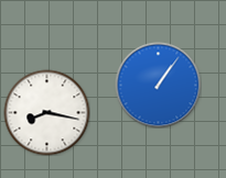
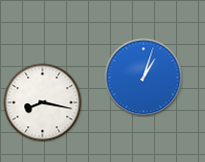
clock at (158, 85): 1:06 -> 1:03
